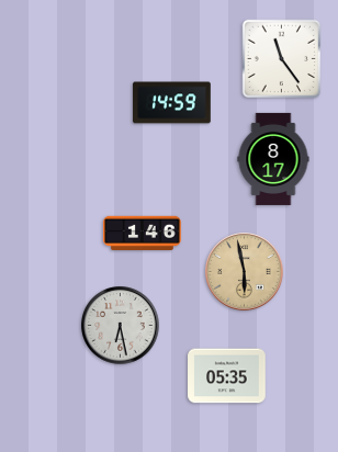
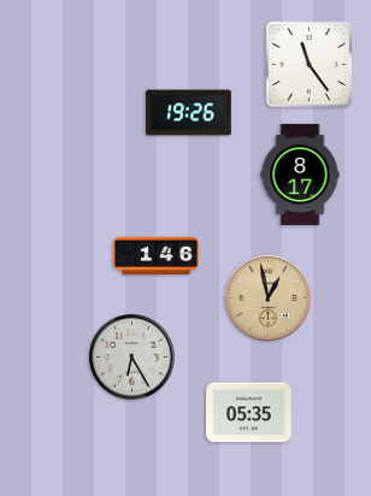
clock at (172, 103): 14:59 -> 19:26
clock at (245, 272): 5:58 -> 12:58
clock at (121, 326): 6:28 -> 6:25
